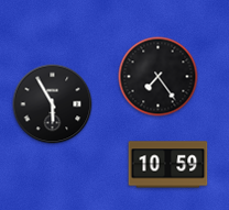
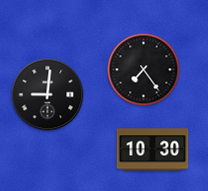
clock at (53, 104): 5:55 -> 9:01
clock at (168, 165): 10:59 -> 10:30
